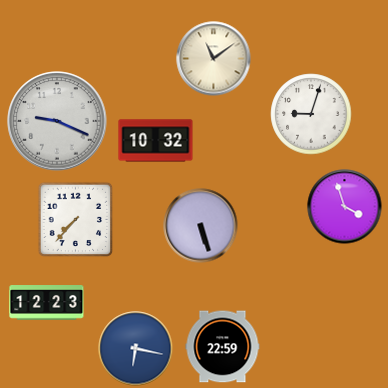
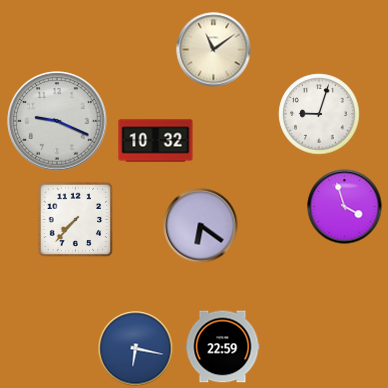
clock at (214, 59) position: (214, 59) -> (214, 50)
clock at (311, 114) position: (311, 114) -> (319, 114)
clock at (201, 226): 5:27 -> 6:21
clock at (47, 303): 12:23 -> none
